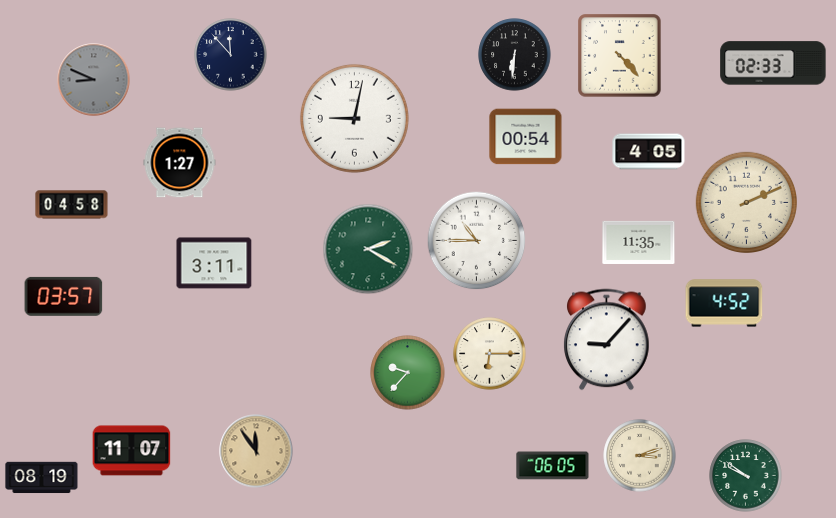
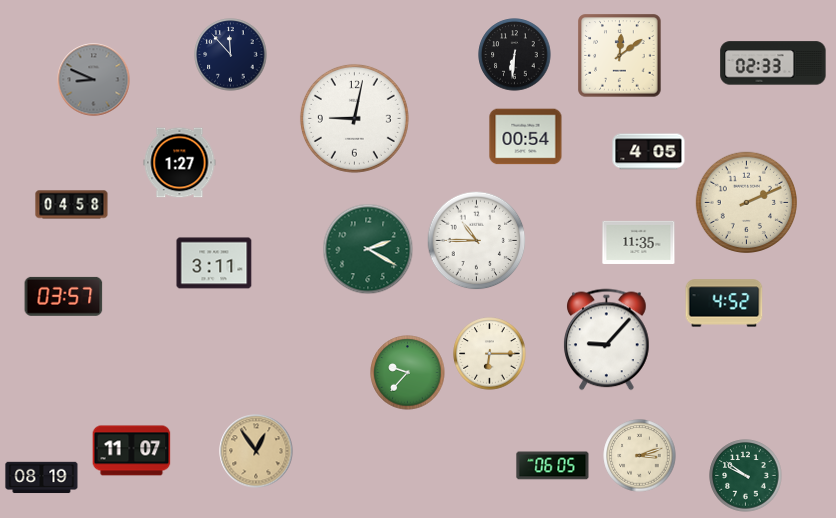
clock at (620, 56): 4:23 -> 12:09
clock at (256, 451): 11:54 -> 12:54
